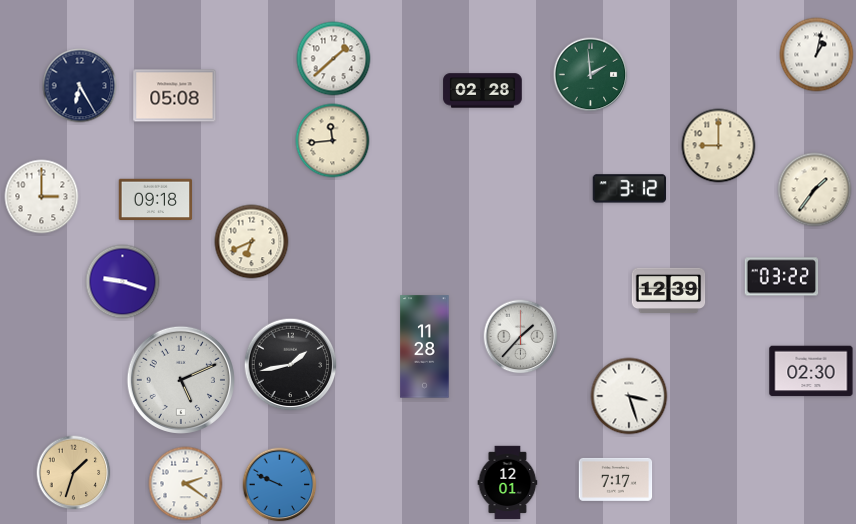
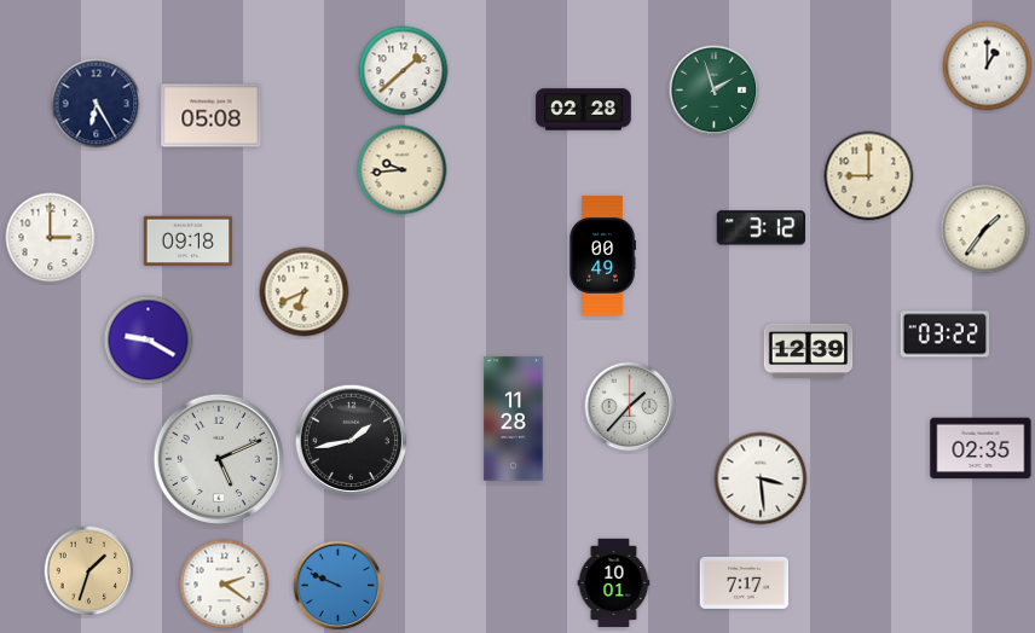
clock at (817, 55): 1:02 -> 1:00
clock at (591, 75): 1:59 -> 1:57
clock at (333, 141): 11:44 -> 9:44
clock at (602, 255): none -> 00:49
clock at (123, 282): 9:18 -> 9:20
clock at (811, 371): 02:30 -> 02:35
clock at (629, 396): 3:27 -> 3:29
clock at (616, 479) position: (616, 479) -> (745, 582)
clock at (508, 483): 12:01 -> 10:01
